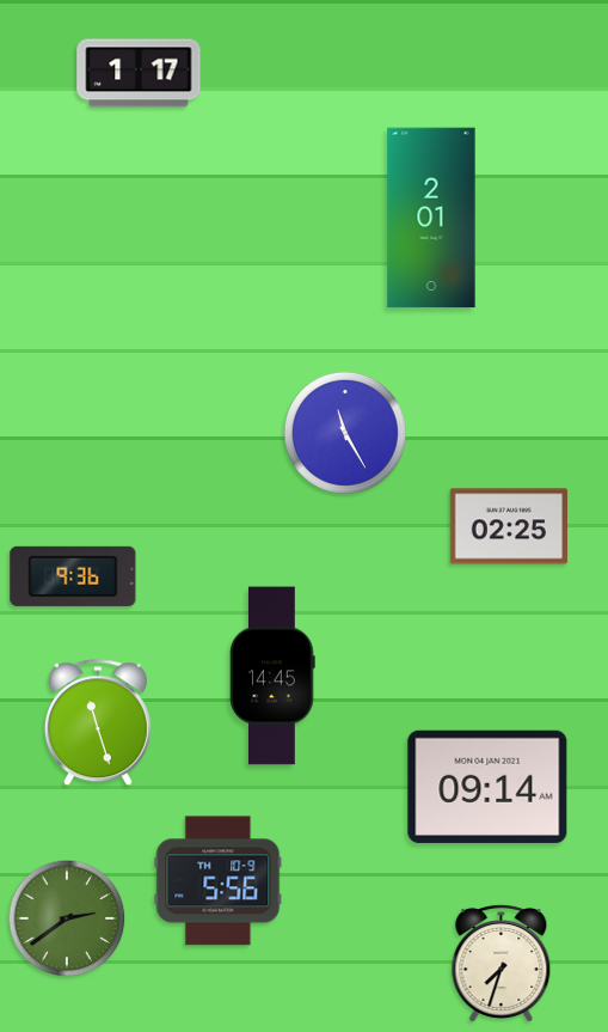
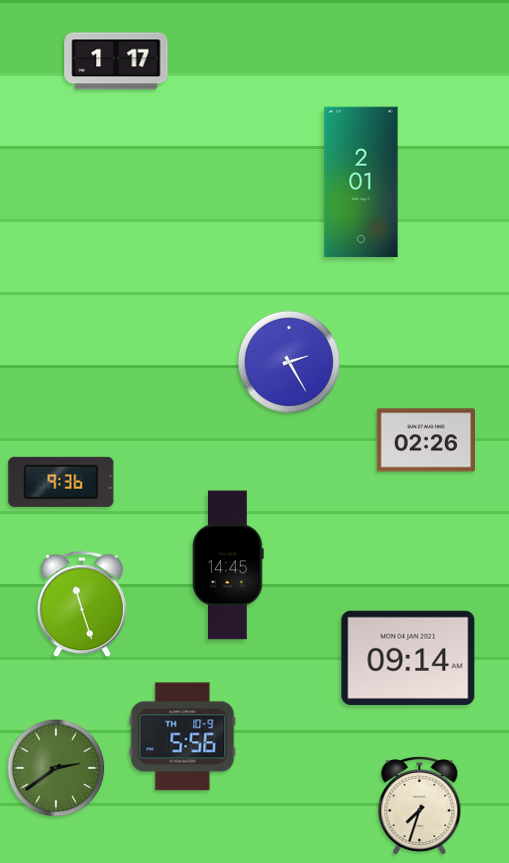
clock at (345, 433): 11:25 -> 2:25
clock at (508, 526): 02:25 -> 02:26
